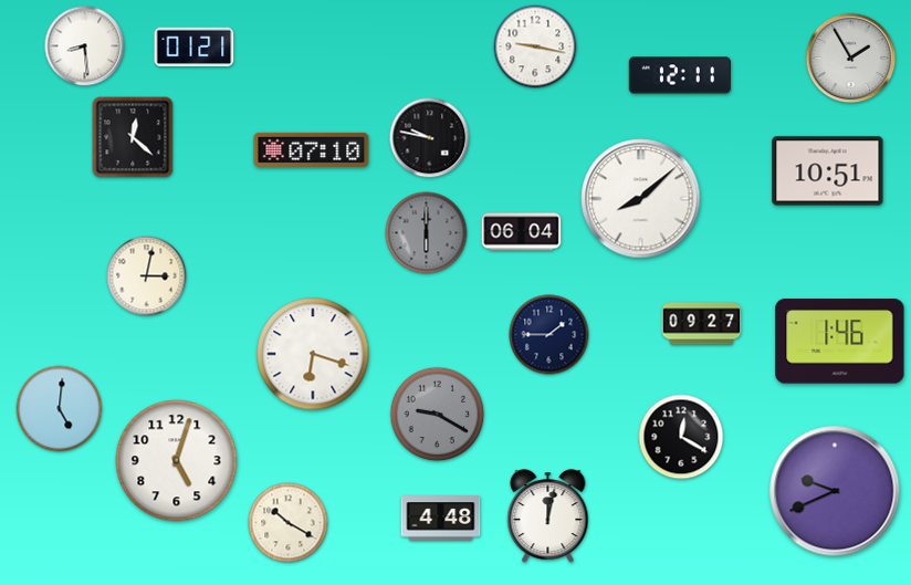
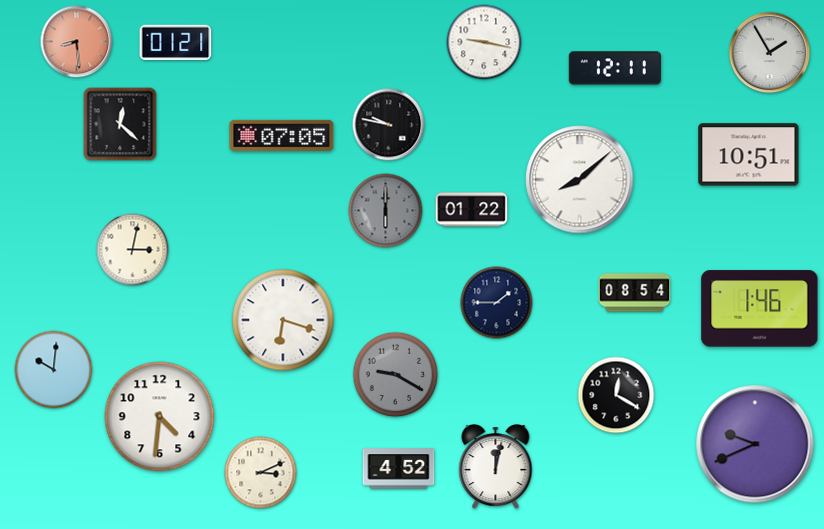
clock at (85, 46) dial: white -> salmon
clock at (312, 149): 07:10 -> 07:05
clock at (522, 232): 06:04 -> 01:22
clock at (702, 324): 09:27 -> 08:54
clock at (60, 409): 5:01 -> 10:01
clock at (177, 461): 5:03 -> 4:31
clock at (441, 519): 4:48 -> 4:52
clock at (289, 523): 10:20 -> 3:11
